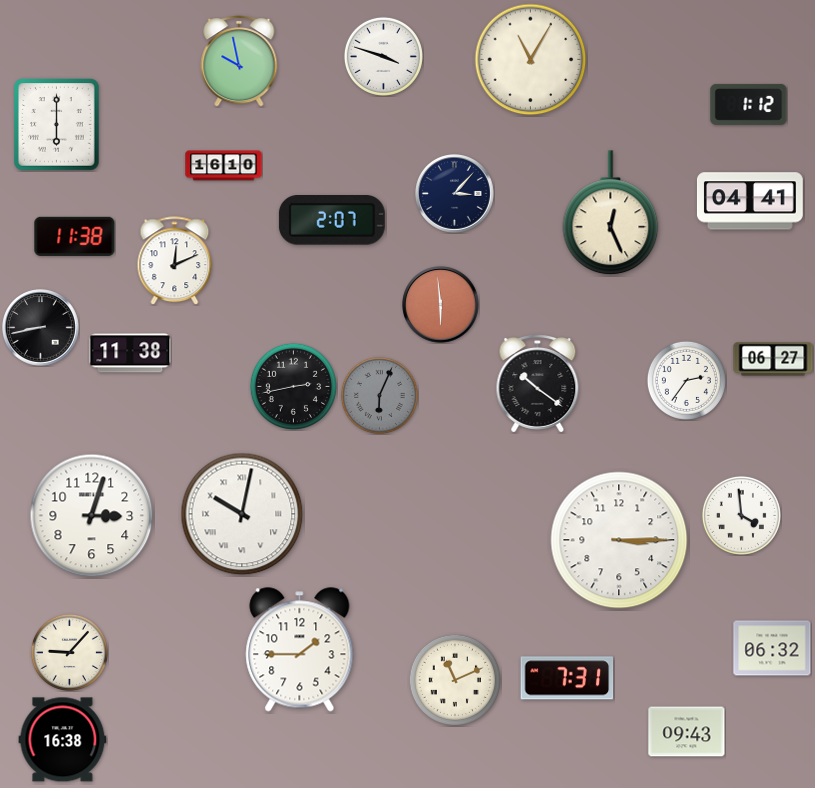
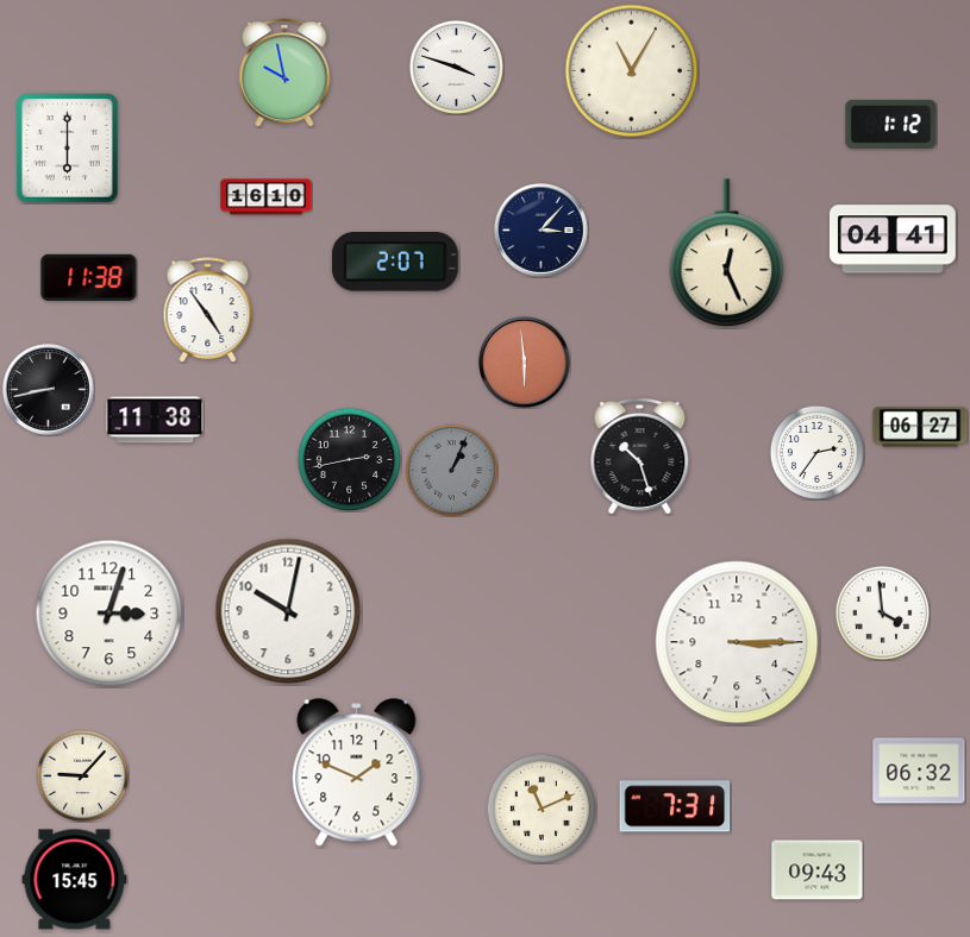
clock at (75, 236) position: (75, 236) -> (89, 277)
clock at (175, 261): 12:11 -> 4:54
clock at (538, 384): 10:21 -> 10:27
clock at (379, 395): 6:04 -> 1:04
clock at (242, 514) numerals: Roman -> Arabic
clock at (300, 650): 1:45 -> 1:49
clock at (63, 740): 16:38 -> 15:45
